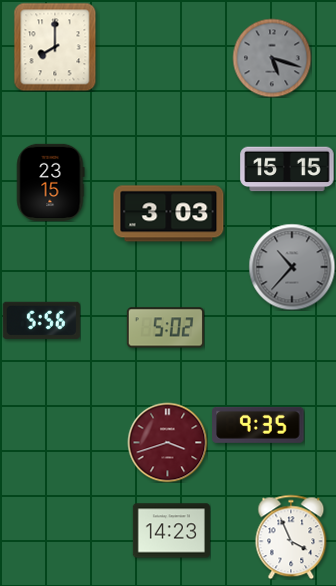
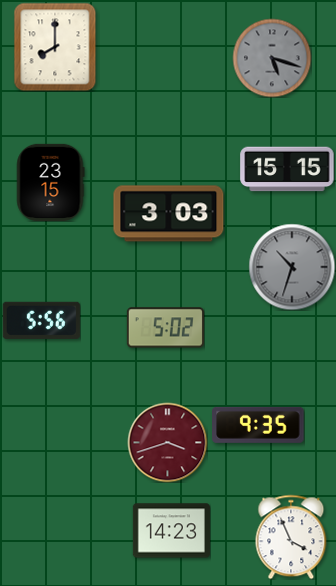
clock at (292, 267): 10:37 -> 10:33
